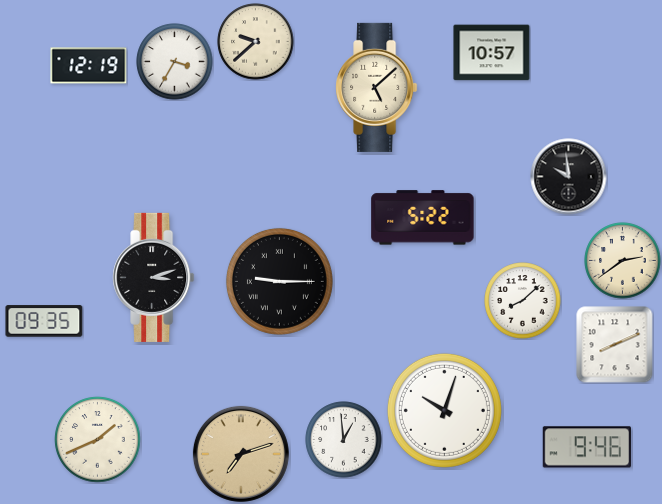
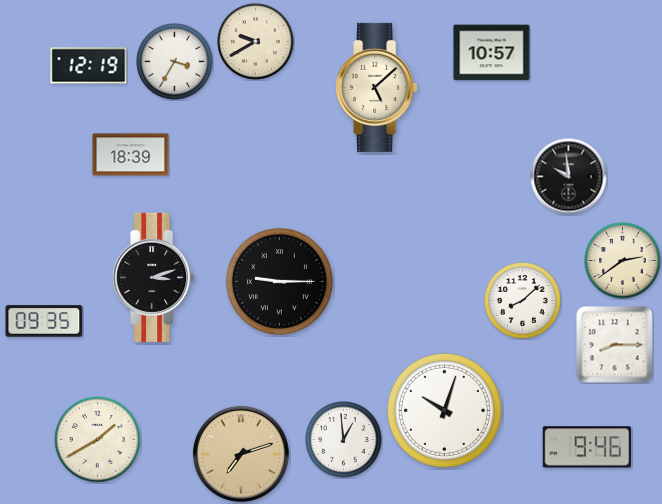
clock at (256, 42): 9:38 -> 9:40
clock at (131, 155): none -> 18:39
clock at (423, 218): 5:22 -> none
clock at (615, 345): 8:11 -> 8:15
clock at (98, 440): 1:41 -> 1:40
